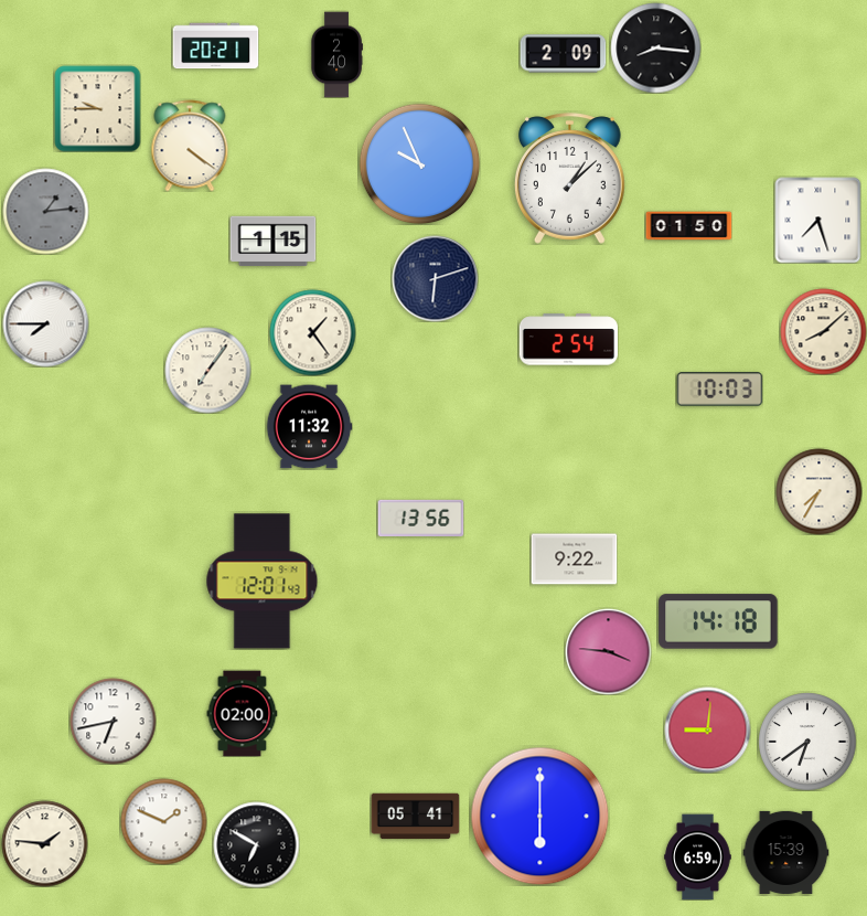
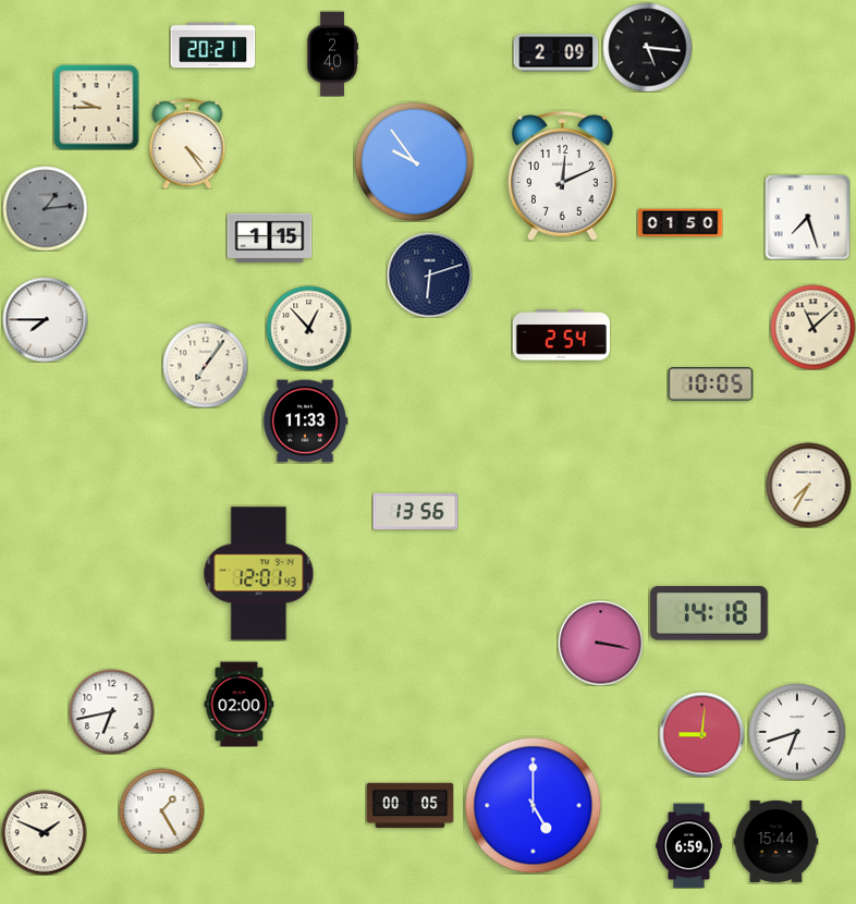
clock at (655, 47): 8:16 -> 5:16
clock at (190, 146): 4:21 -> 4:24
clock at (419, 163): 9:56 -> 9:54
clock at (570, 179): 1:08 -> 12:11
clock at (823, 331): 8:08 -> 11:08
clock at (312, 332): 1:24 -> 12:53
clock at (719, 390): 10:03 -> 10:05
clock at (309, 427): 11:32 -> 11:33
clock at (574, 560): 9:22 -> none
clock at (608, 651): 3:46 -> 3:17
clock at (707, 729) position: (707, 729) -> (701, 734)
clock at (807, 742): 6:39 -> 6:42
clock at (539, 816): 6:00 -> 5:00
clock at (415, 817): 05:41 -> 00:05
clock at (163, 821): 1:49 -> 1:25
clock at (44, 843): 1:46 -> 1:49
clock at (256, 844): 6:50 -> none
clock at (785, 852): 15:39 -> 15:44
